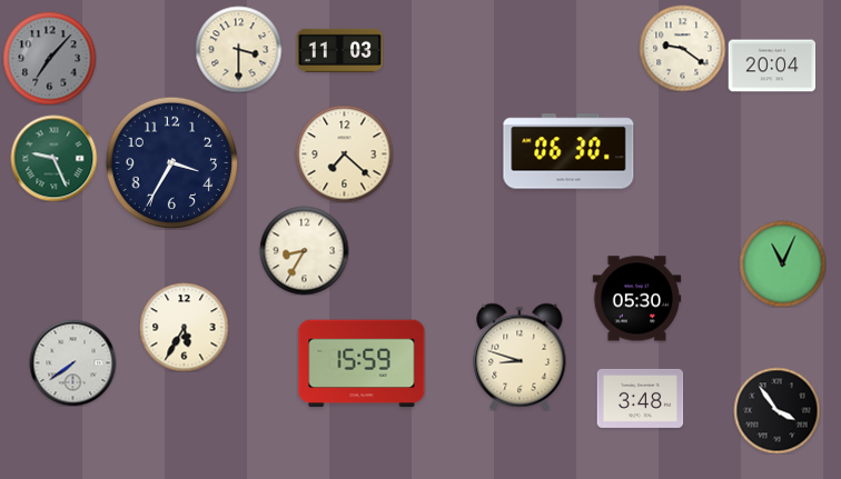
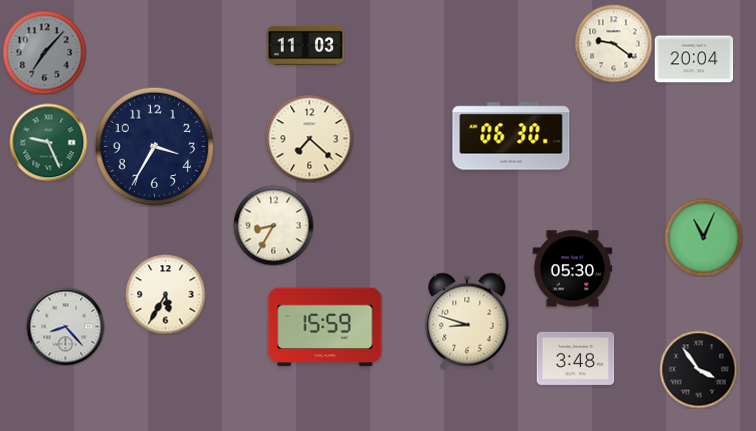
clock at (238, 49): 3:30 -> none
clock at (72, 362): 7:39 -> 8:23
